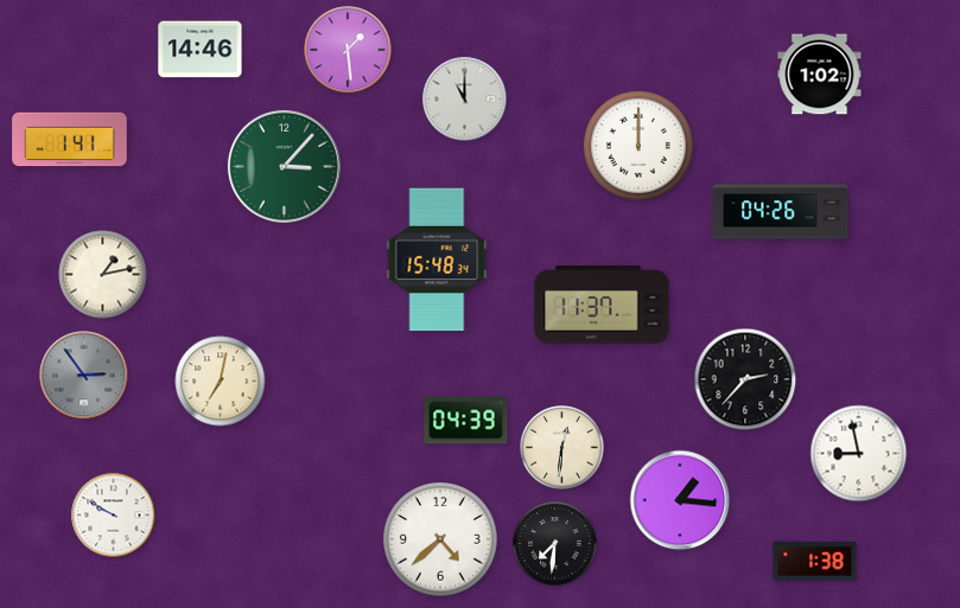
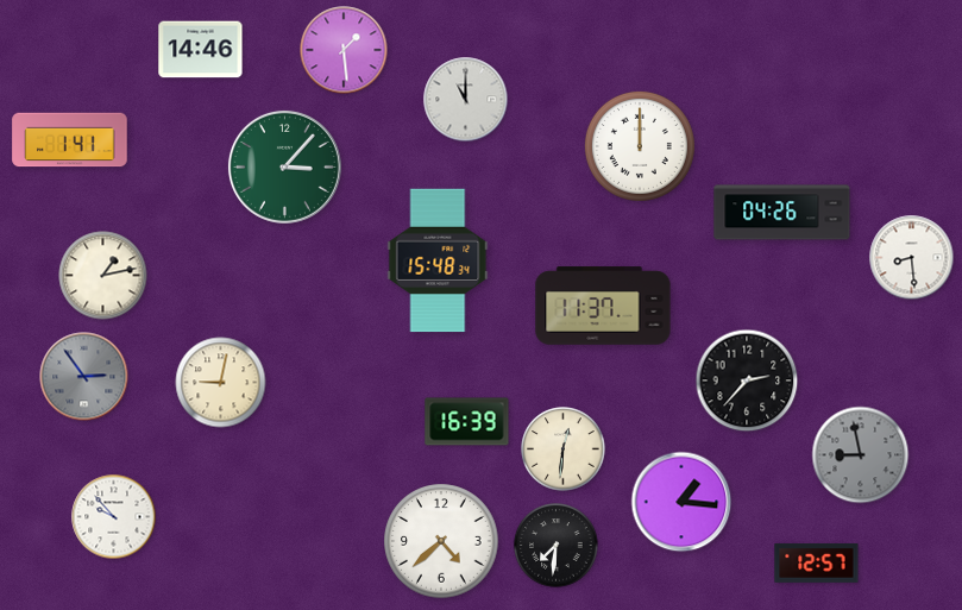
clock at (348, 50) position: (348, 50) -> (344, 50)
clock at (820, 75): 1:02 -> none
clock at (912, 258): none -> 8:29
clock at (221, 382): 7:02 -> 9:02
clock at (466, 421): 04:39 -> 16:39
clock at (859, 454) dial: white -> grey
clock at (114, 516): 9:50 -> 9:53
clock at (815, 561): 1:38 -> 12:57
